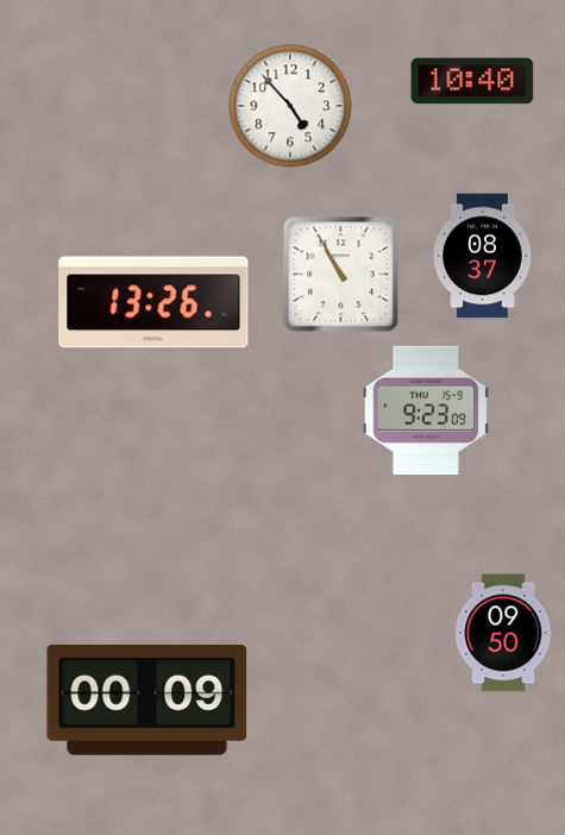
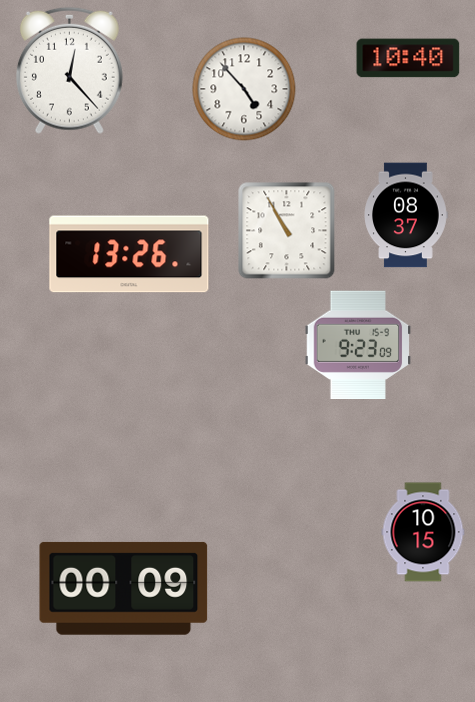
clock at (472, 81) position: (472, 81) -> (408, 58)
clock at (69, 70): none -> 12:23
clock at (503, 633): 09:50 -> 10:15
